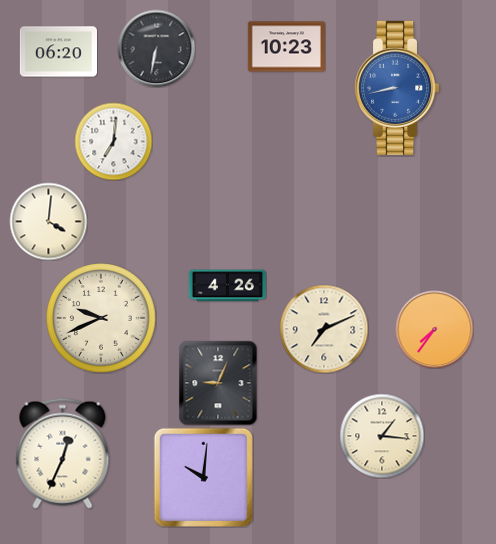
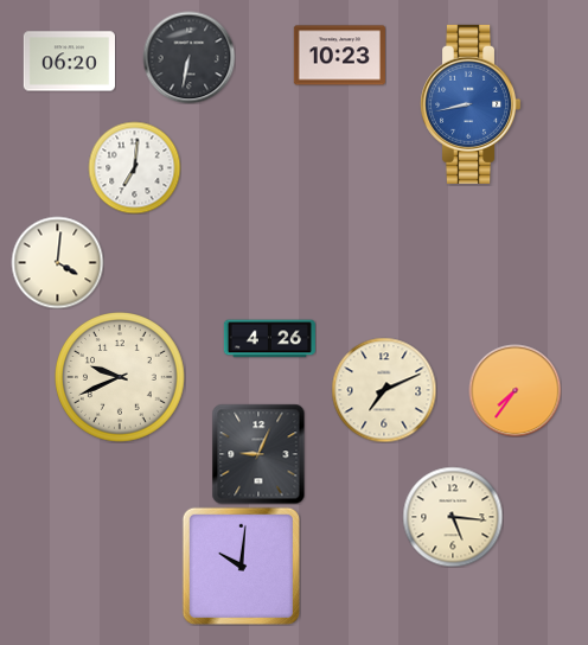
clock at (156, 48) position: (156, 48) -> (188, 57)
clock at (382, 436): 1:16 -> 5:16
clock at (63, 453): 12:34 -> none
